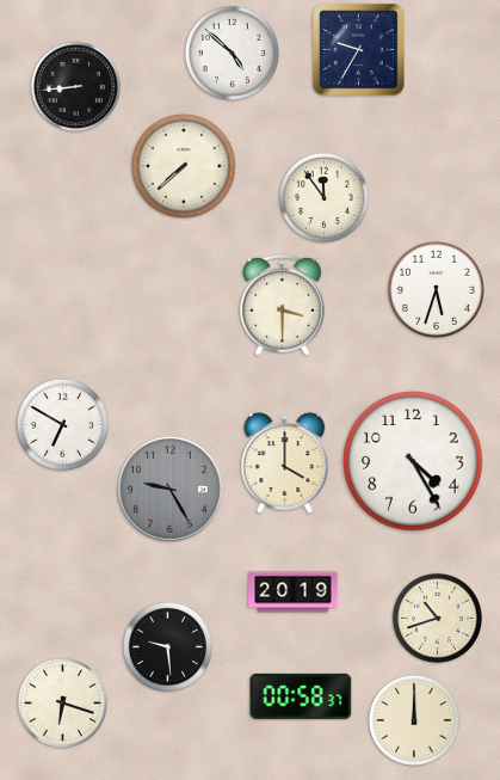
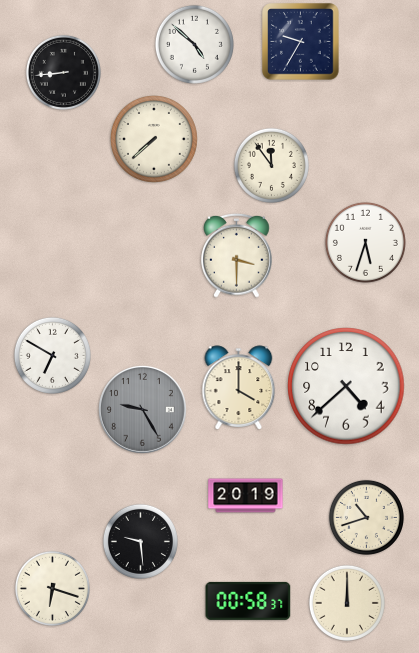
clock at (413, 461): 4:25 -> 4:38
clock at (301, 696) position: (301, 696) -> (248, 601)
